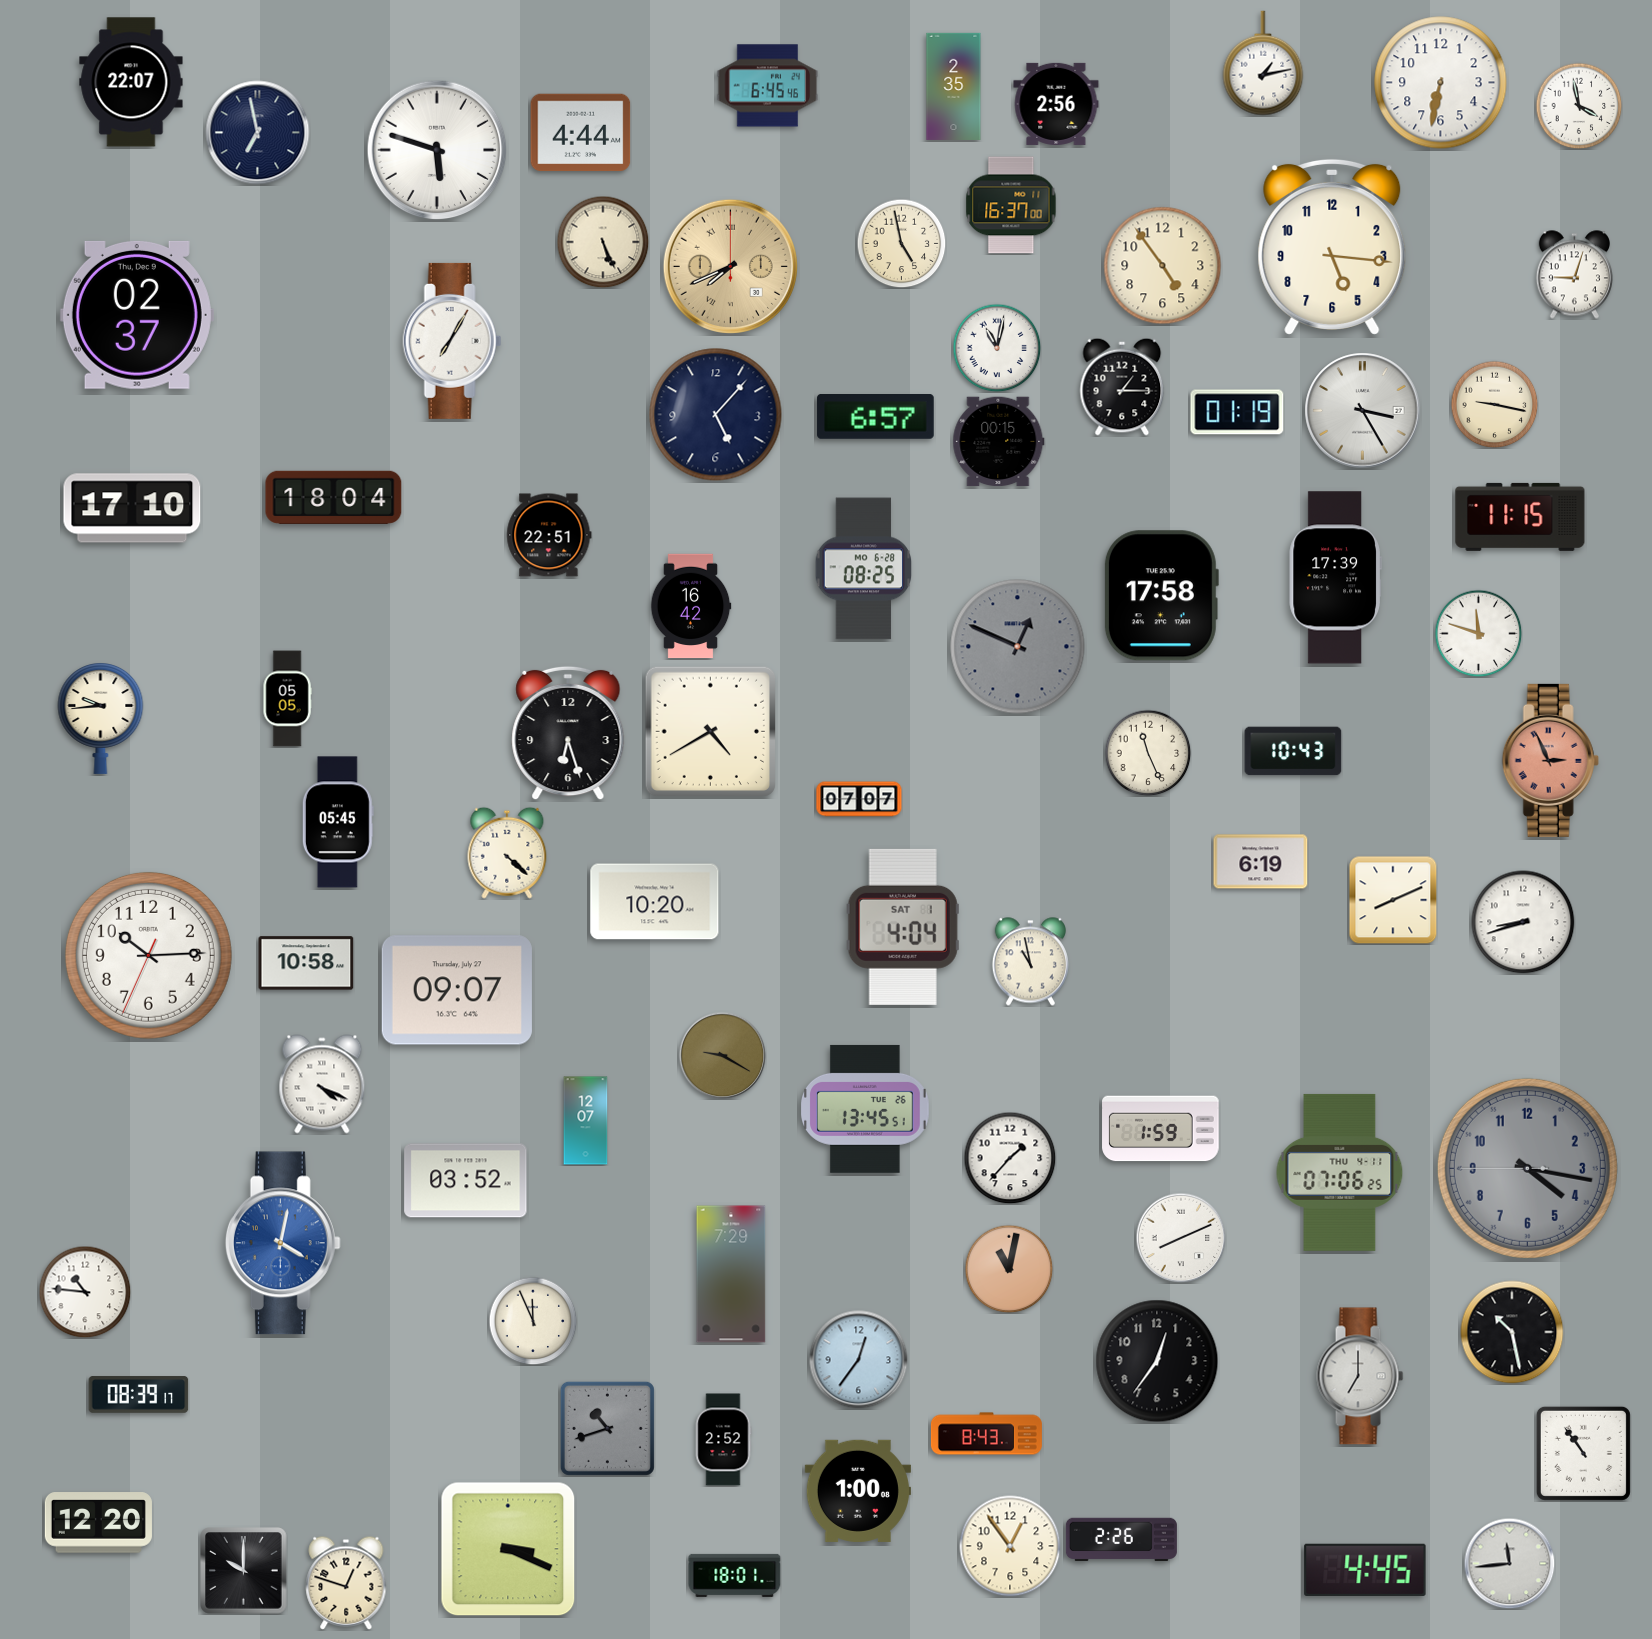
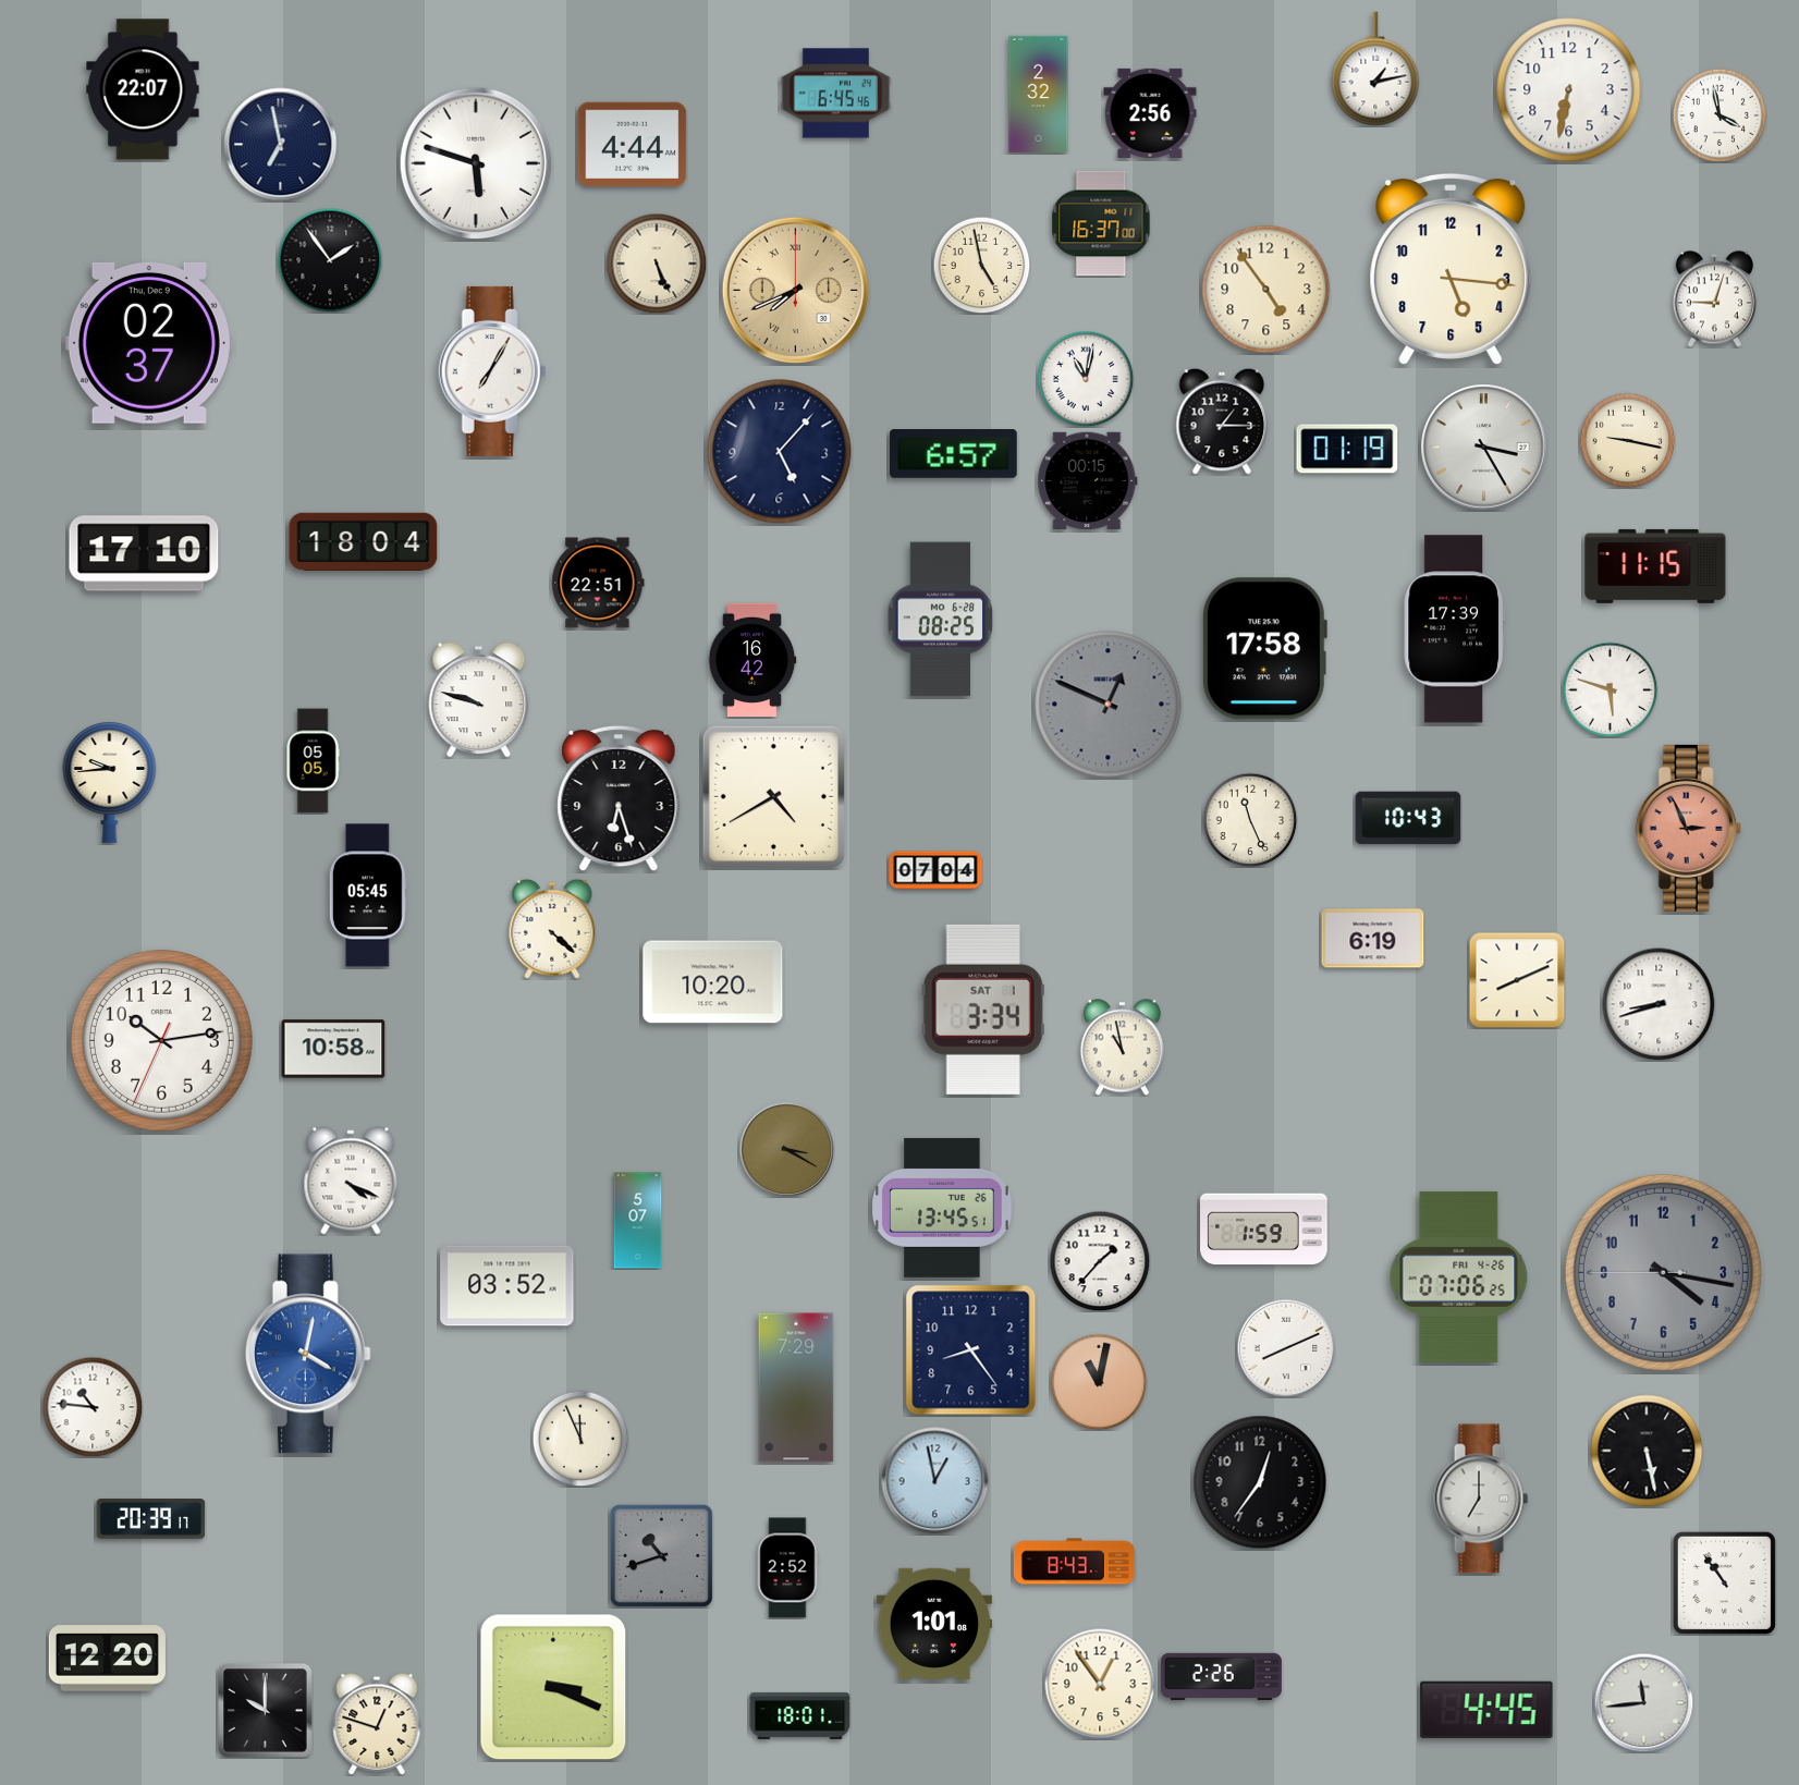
clock at (954, 86): 2:35 -> 2:32
clock at (330, 260): none -> 1:54
clock at (1520, 517) position: (1520, 517) -> (1655, 566)
clock at (1478, 633): 11:48 -> 5:48
clock at (479, 700): none -> 9:48
clock at (859, 799): 07:07 -> 07:04
clock at (903, 927): 4:04 -> 3:34
clock at (148, 955): 10:14 -> 10:13
clock at (457, 990): 09:07 -> none
clock at (722, 1055): 9:20 -> 3:20
clock at (586, 1121): 12:07 -> 5:07
clock at (1340, 1172) date: THU 4-11 -> FRI 4-26
clock at (971, 1350): none -> 8:24
clock at (1512, 1332): 10:28 -> 5:28
clock at (859, 1360): 12:36 -> 12:58
clock at (139, 1395): 08:39 -> 20:39
clock at (858, 1491): 1:00 -> 1:01
